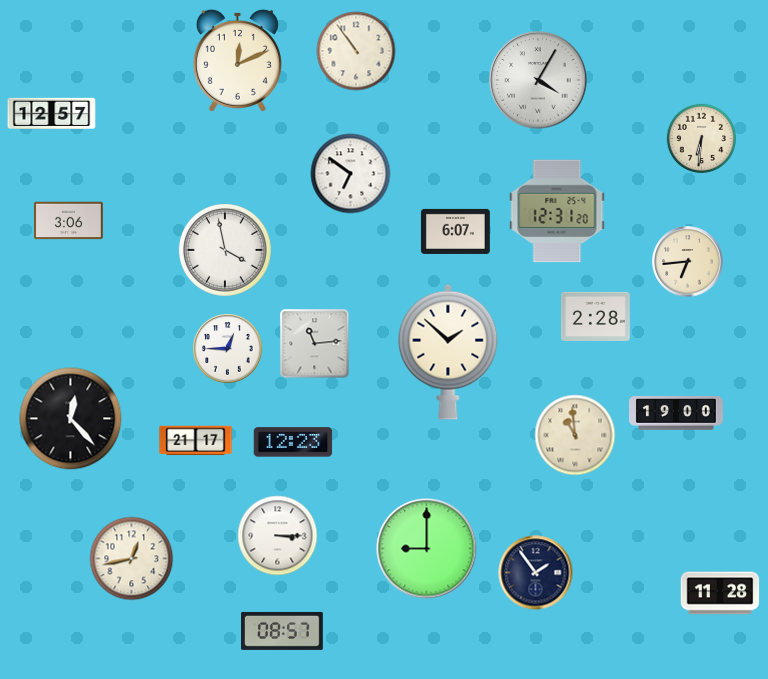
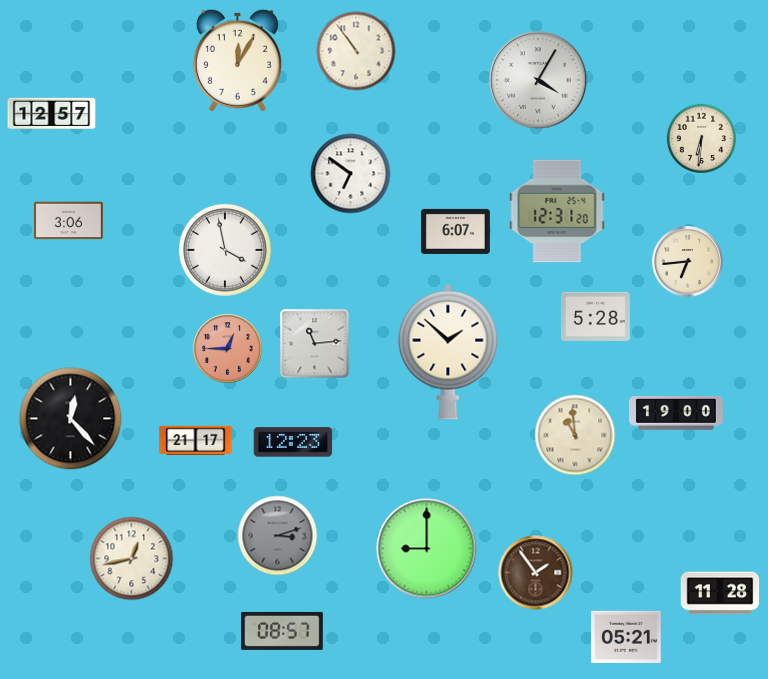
clock at (237, 60): 12:11 -> 12:05
clock at (595, 316): 2:28 -> 5:28
clock at (228, 349) dial: white -> salmon
clock at (278, 536): 3:15 -> 3:12
clock at (278, 536) dial: white -> grey
clock at (536, 573) dial: navy -> brown
clock at (626, 636): none -> 05:21
